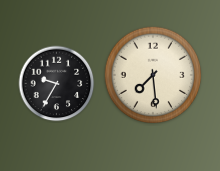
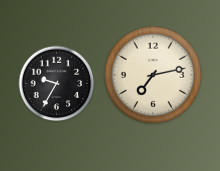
clock at (153, 75): 7:29 -> 7:13
